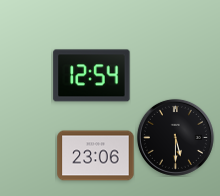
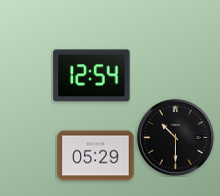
clock at (175, 137): 5:30 -> 10:30
clock at (96, 156): 23:06 -> 05:29
